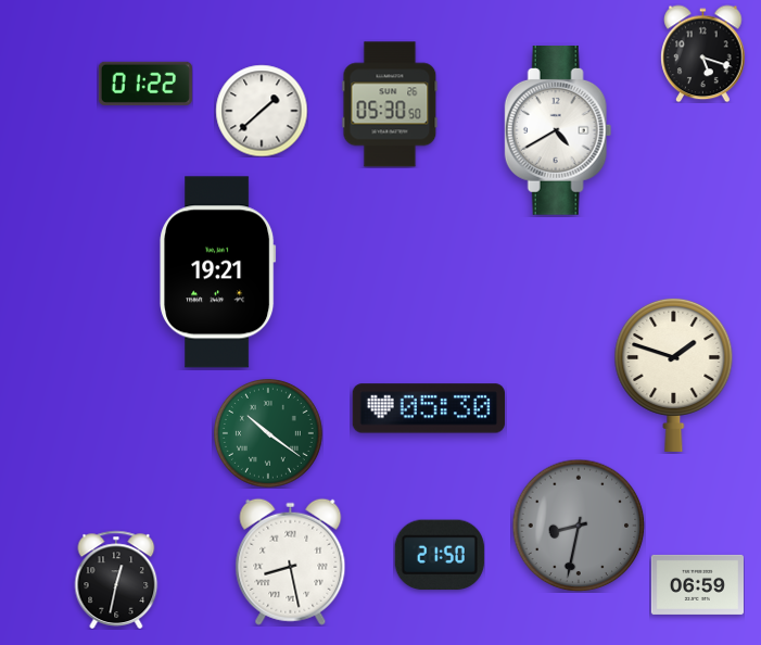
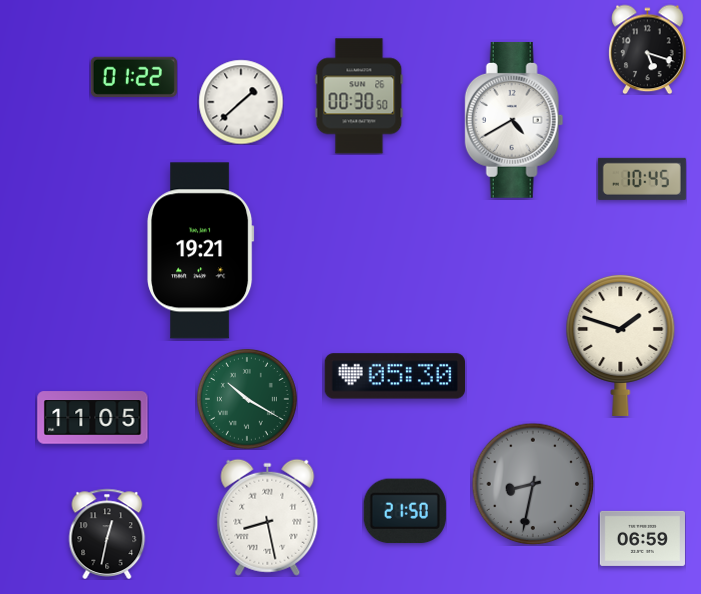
clock at (390, 104): 05:30 -> 00:30
clock at (642, 179): none -> 10:45
clock at (268, 433): 10:21 -> 10:20
clock at (93, 418): none -> 11:05
